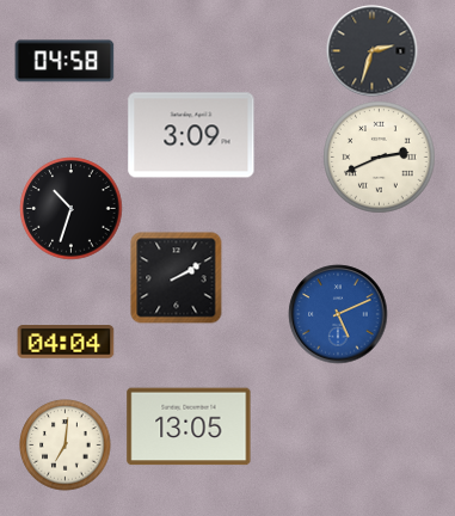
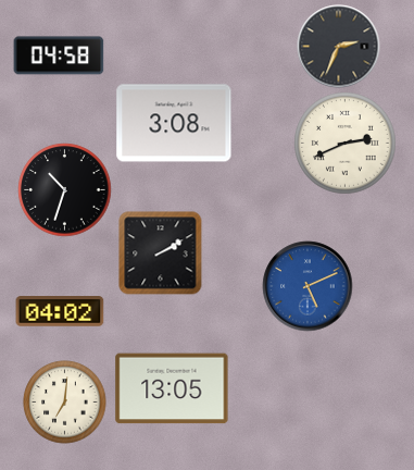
clock at (373, 51): 2:33 -> 2:34
clock at (191, 135): 3:09 -> 3:08
clock at (66, 342): 04:04 -> 04:02
clock at (66, 446) position: (66, 446) -> (65, 403)
